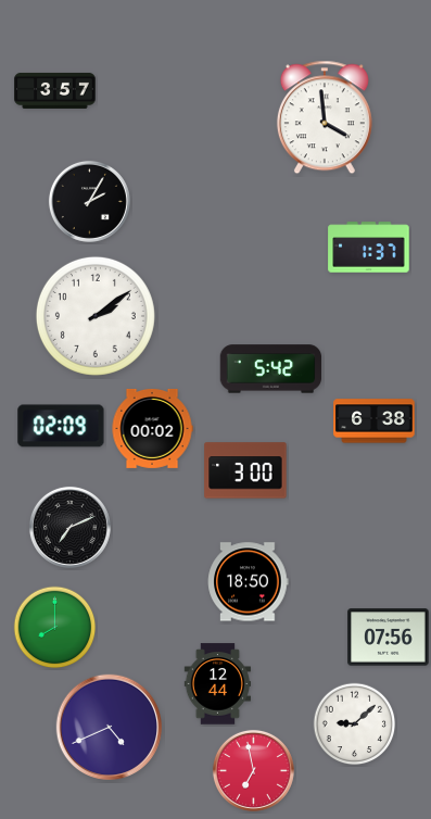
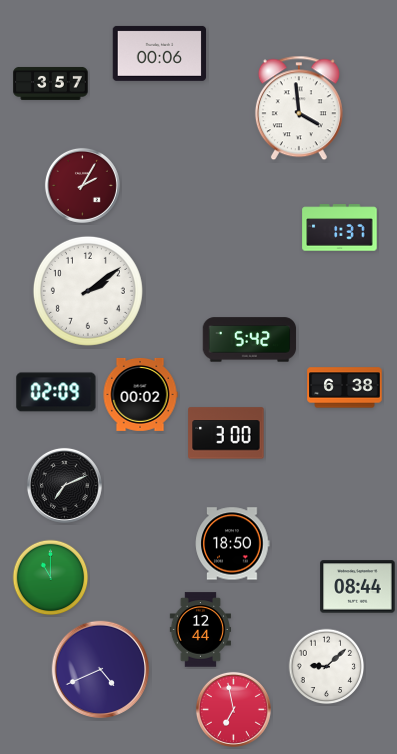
clock at (160, 53): none -> 00:06
clock at (89, 201) dial: black -> burgundy
clock at (249, 582) position: (249, 582) -> (233, 544)
clock at (55, 628): 8:00 -> 11:00
clock at (389, 638): 07:56 -> 08:44
